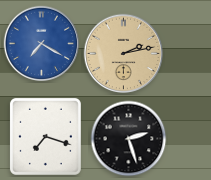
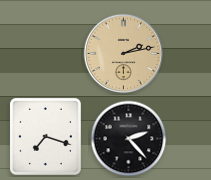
clock at (42, 44): 7:20 -> none
clock at (129, 139): 2:27 -> 2:23
